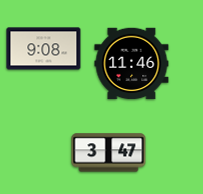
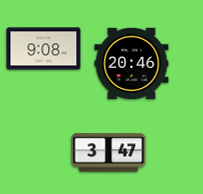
clock at (132, 64): 11:46 -> 20:46
